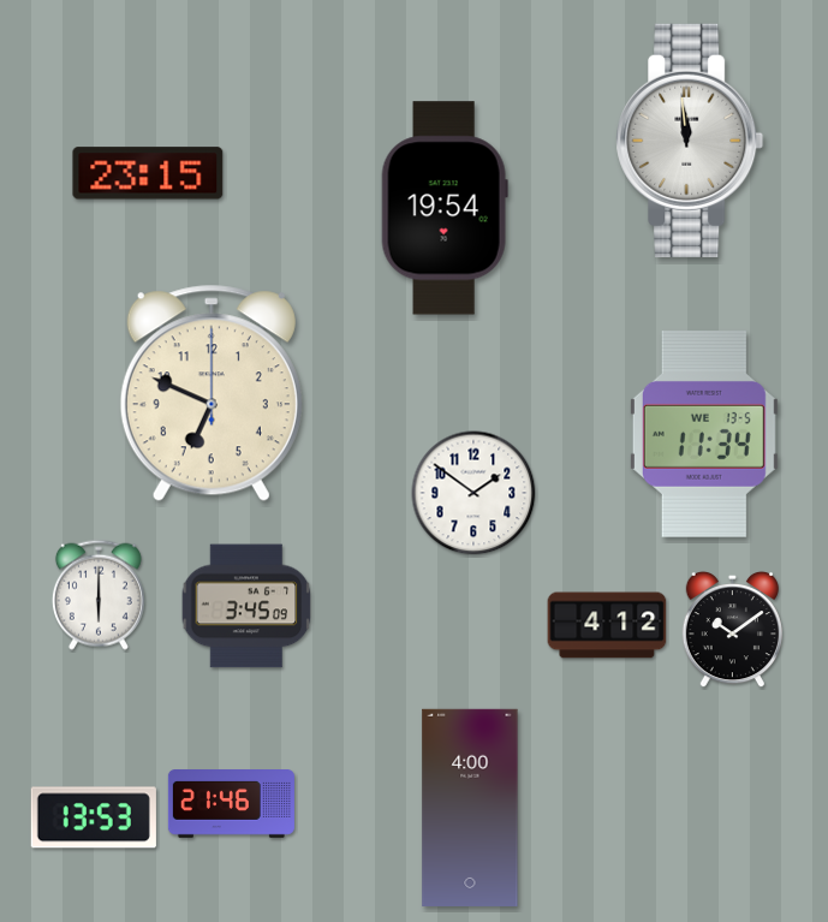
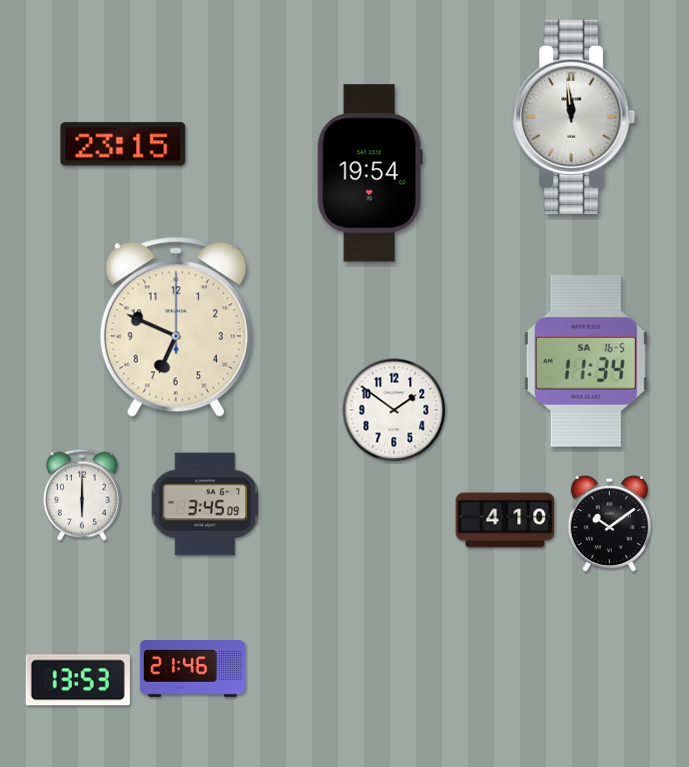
clock at (704, 434) date: WE 13-5 -> SA 16-5
clock at (607, 625): 4:12 -> 4:10
clock at (470, 808): 4:00 -> none
